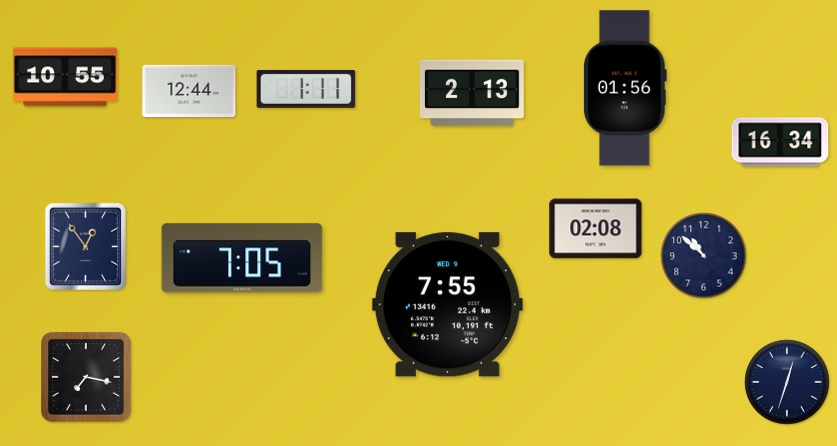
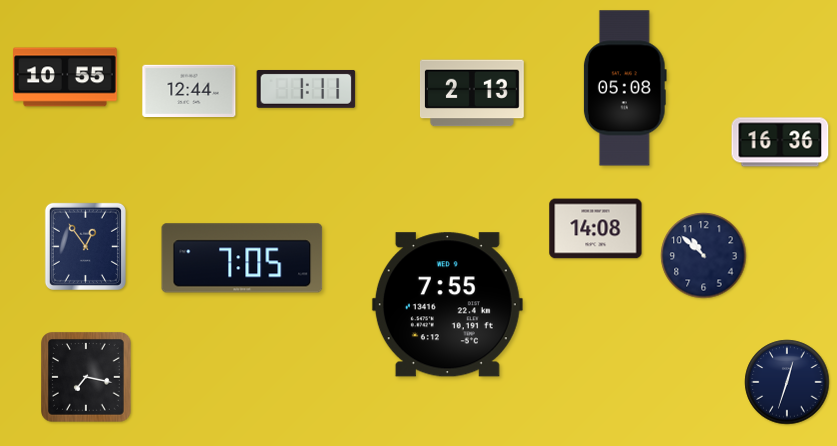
clock at (625, 88): 01:56 -> 05:08
clock at (780, 142): 16:34 -> 16:36
clock at (596, 229): 02:08 -> 14:08
